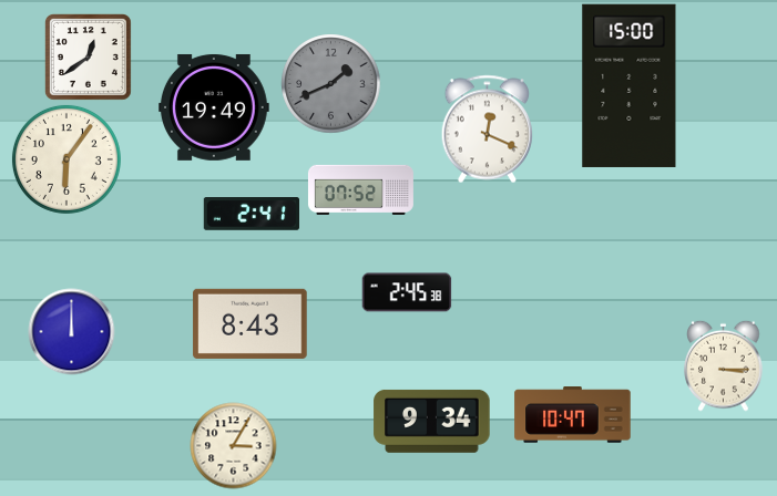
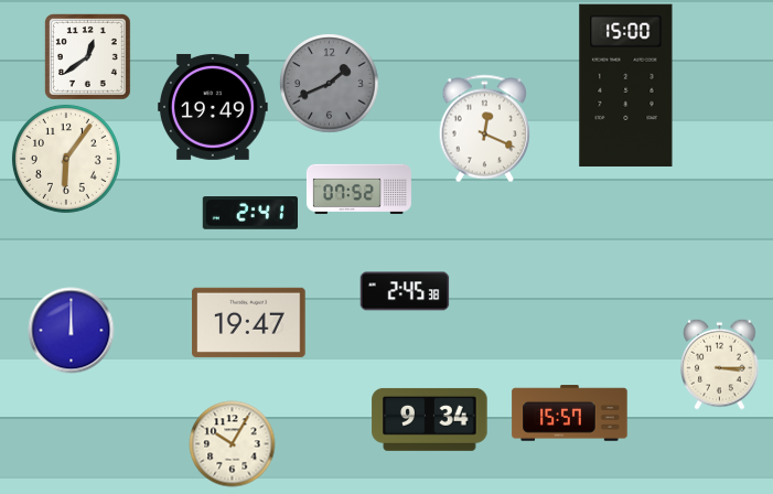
clock at (251, 323): 8:43 -> 19:47
clock at (573, 415): 10:47 -> 15:57
clock at (233, 445): 3:05 -> 10:05
